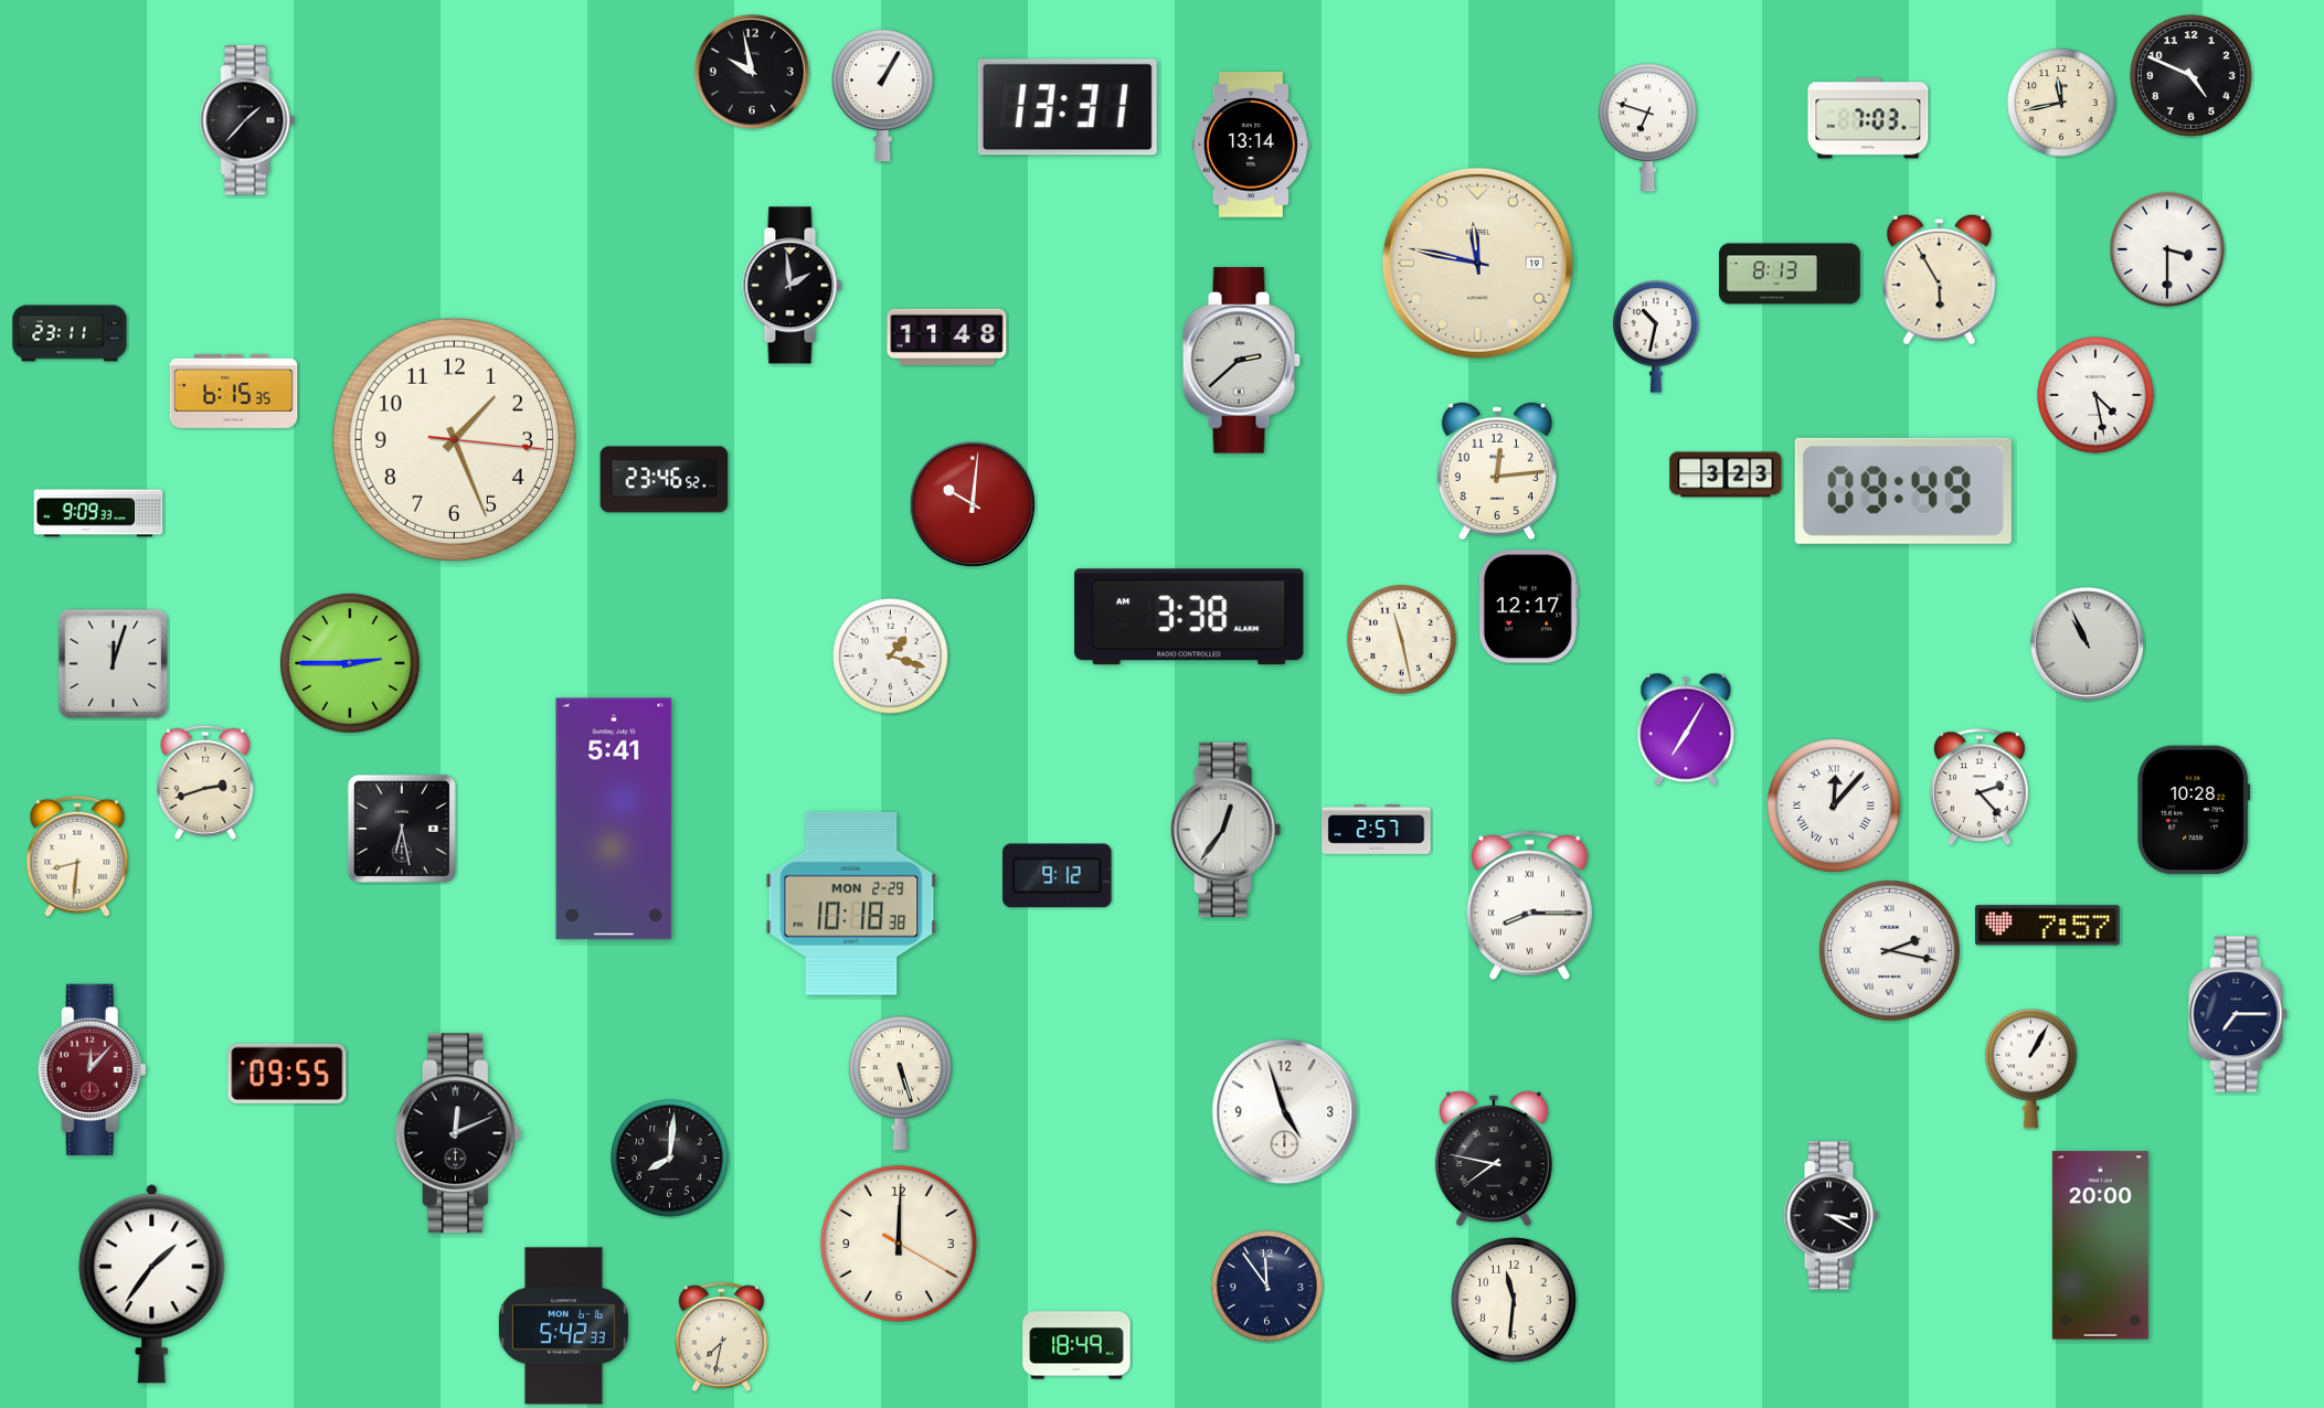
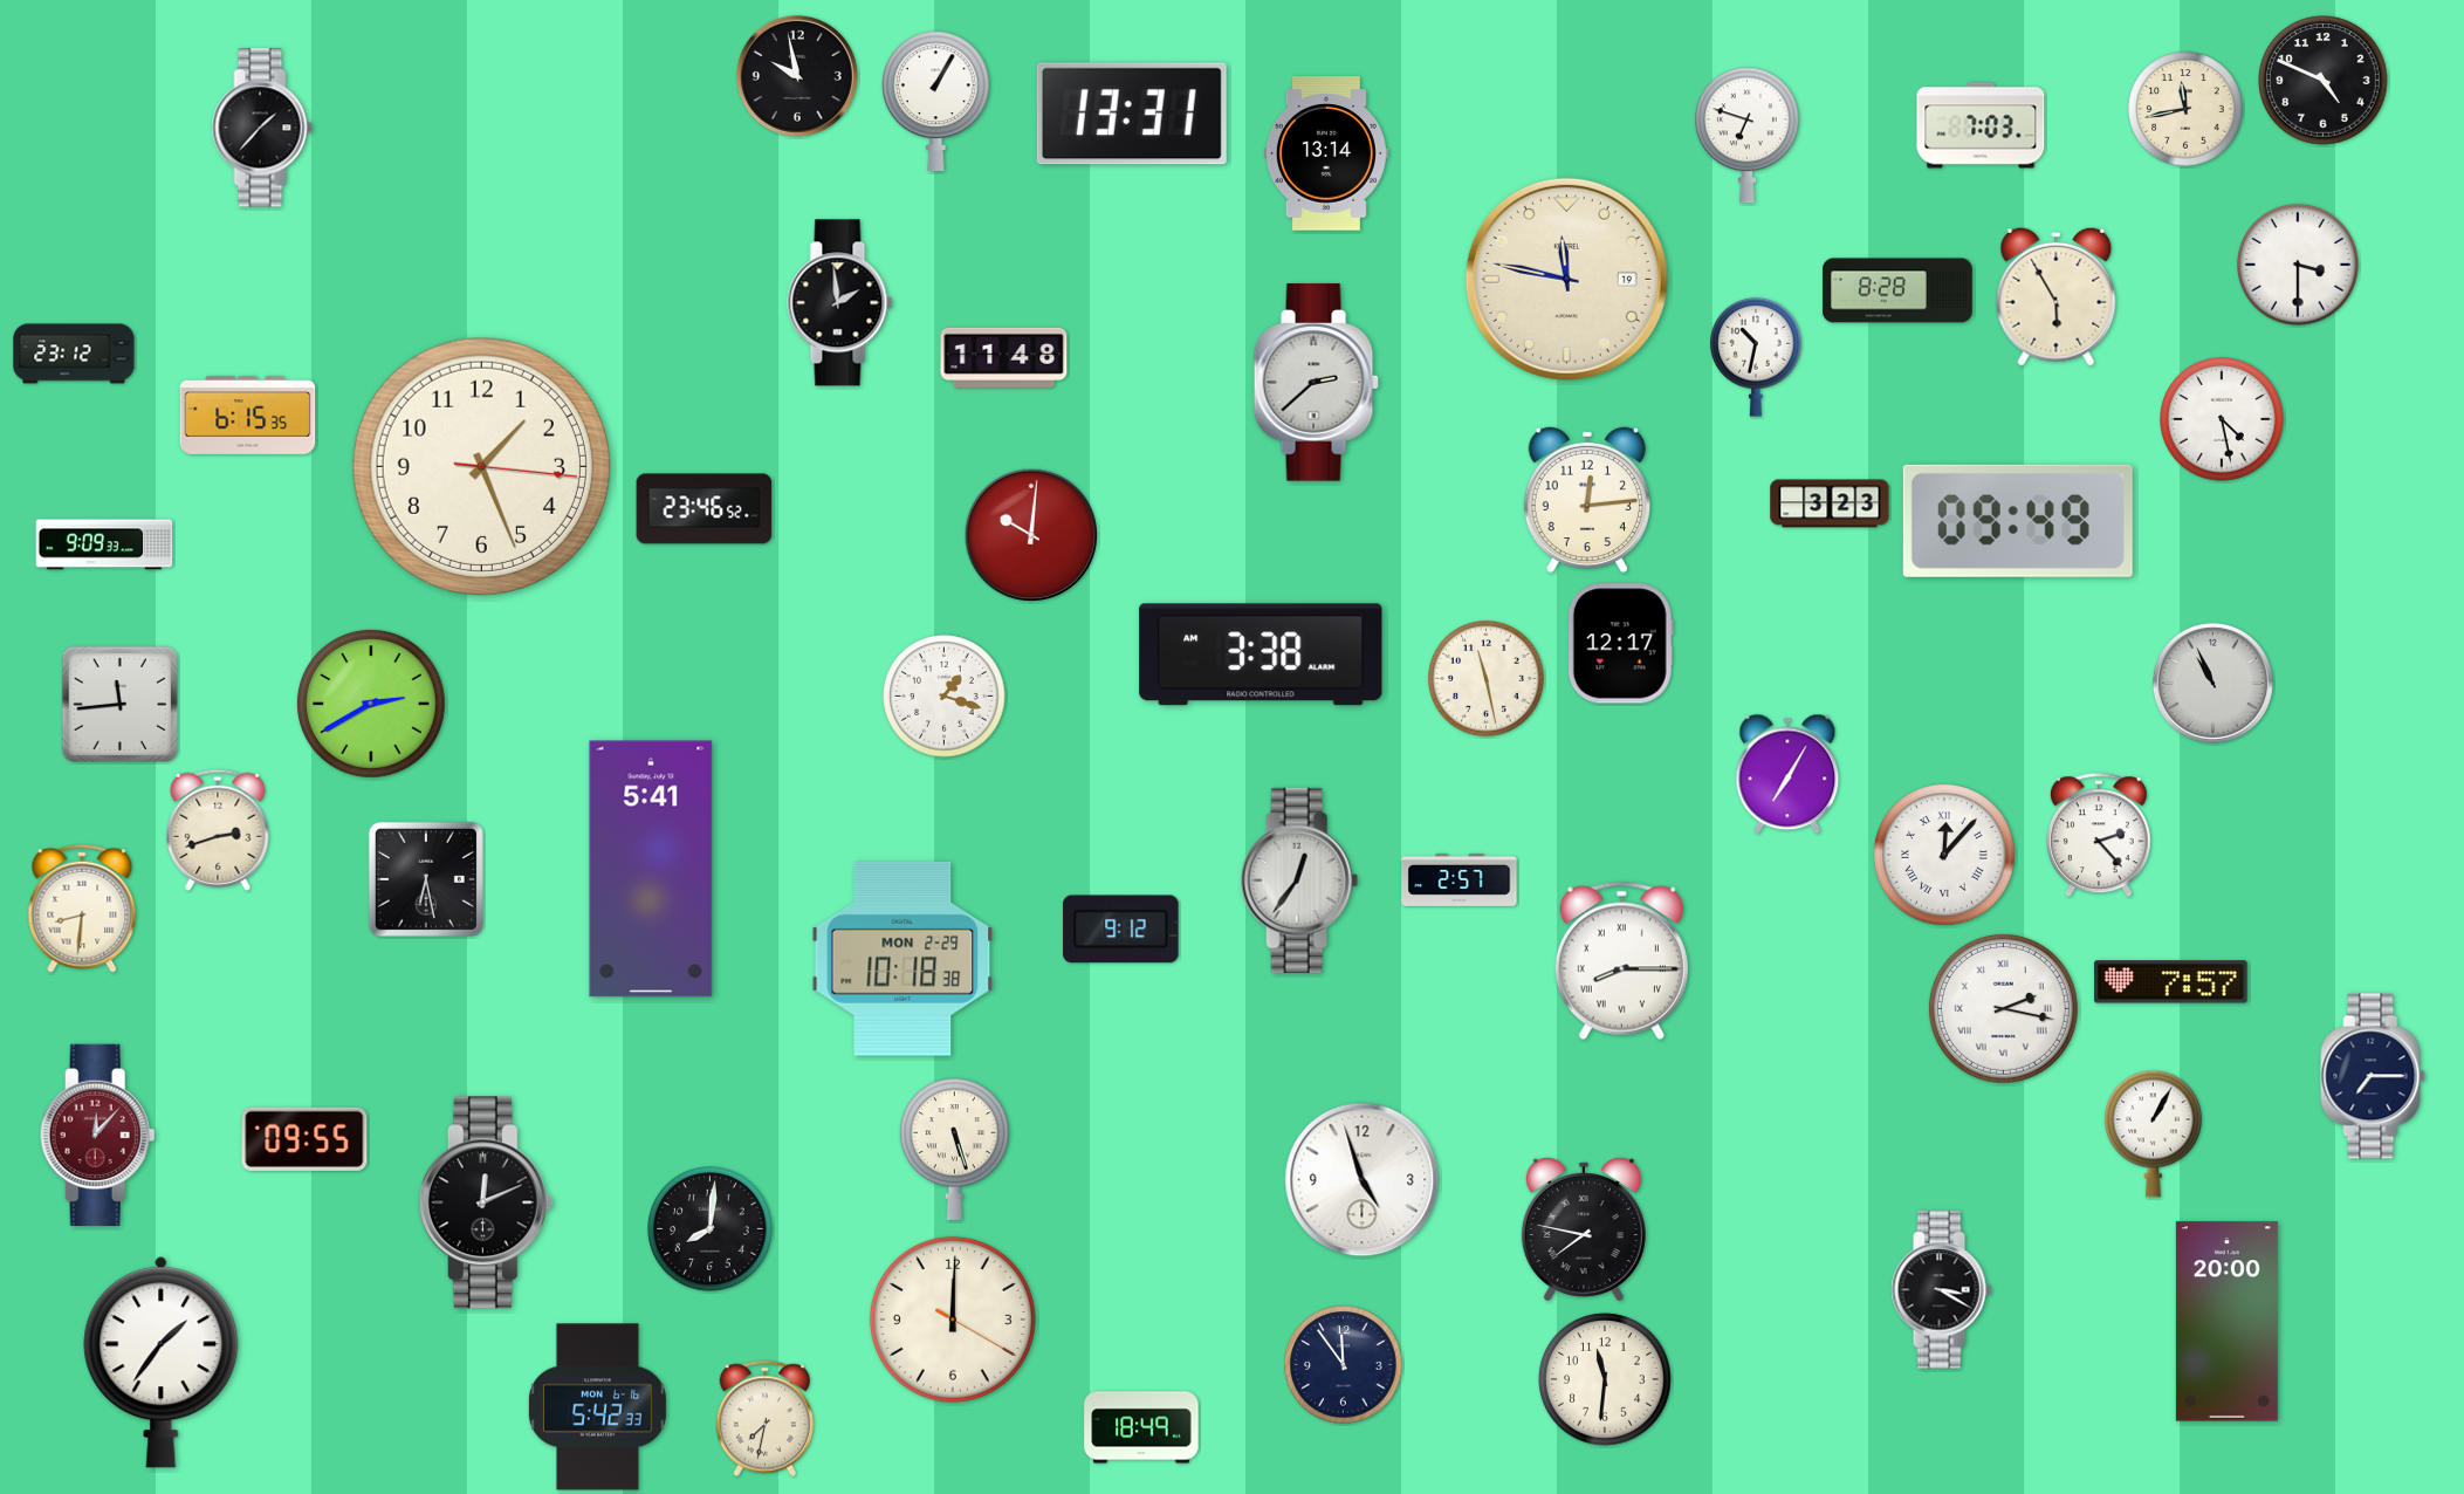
clock at (1791, 274): 8:13 -> 8:28
clock at (70, 333): 23:11 -> 23:12
clock at (113, 663): 12:03 -> 11:44
clock at (350, 663): 2:45 -> 2:40
clock at (2194, 810): 10:28 -> none
